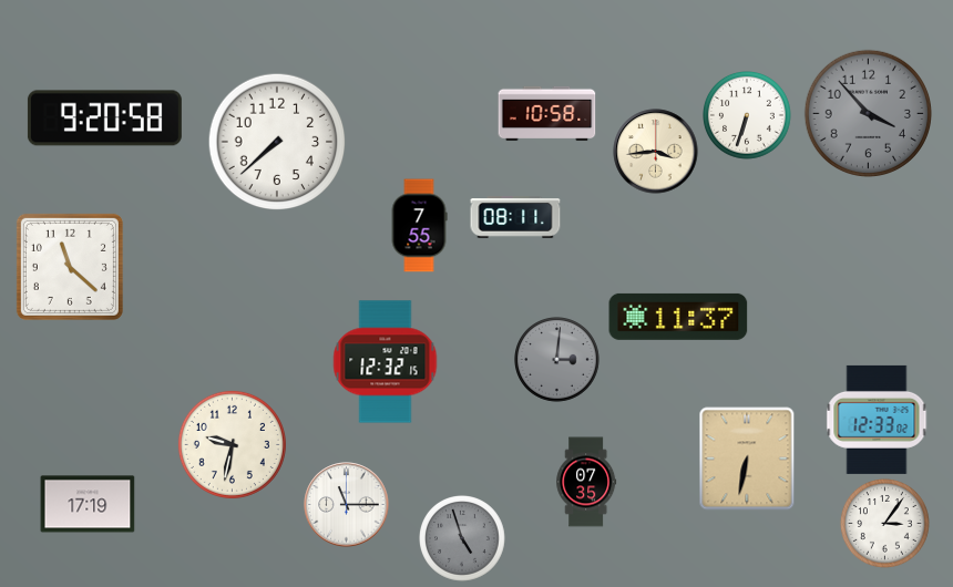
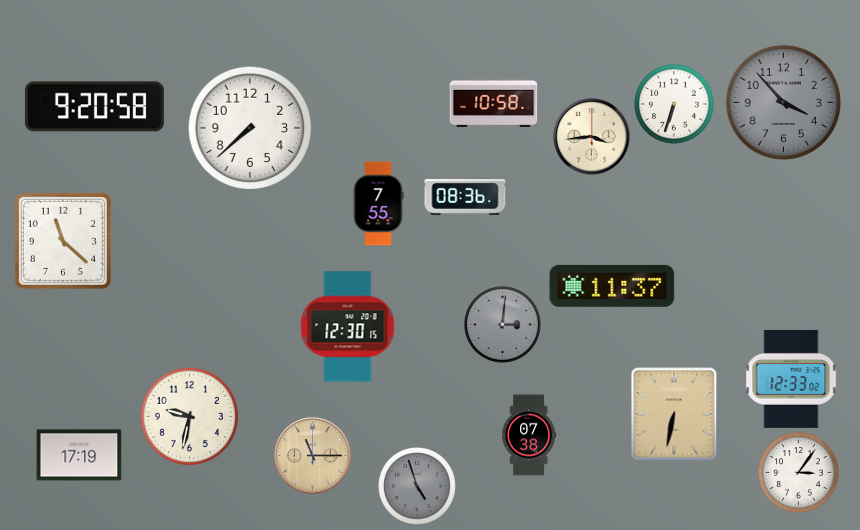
clock at (515, 217): 08:11 -> 08:36
clock at (386, 362): 12:32 -> 12:30
clock at (232, 444) position: (232, 444) -> (189, 416)
clock at (586, 482): 07:35 -> 07:38
clock at (347, 505) dial: white -> champagne
